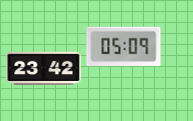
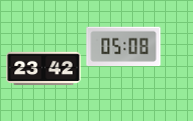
clock at (124, 46): 05:09 -> 05:08
